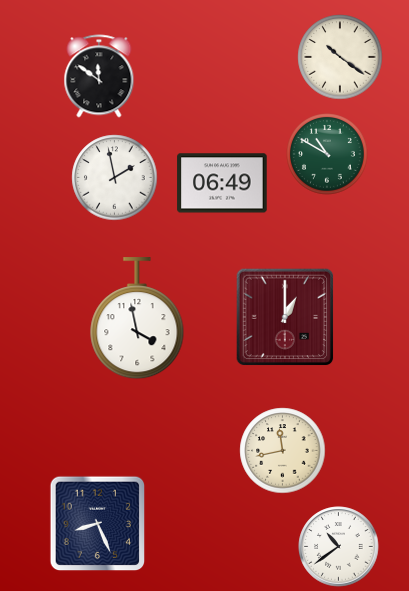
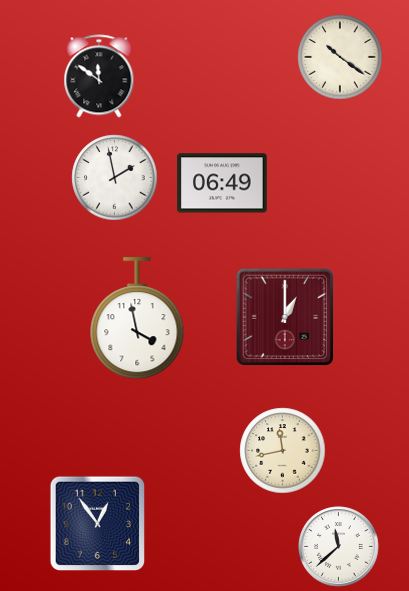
clock at (328, 155): 10:50 -> none
clock at (98, 524): 8:26 -> 12:54
clock at (339, 547): 10:39 -> 11:38
